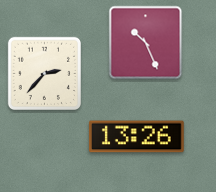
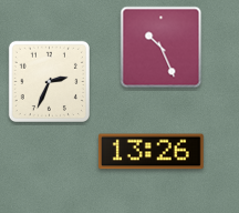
clock at (44, 73): 2:37 -> 2:34
